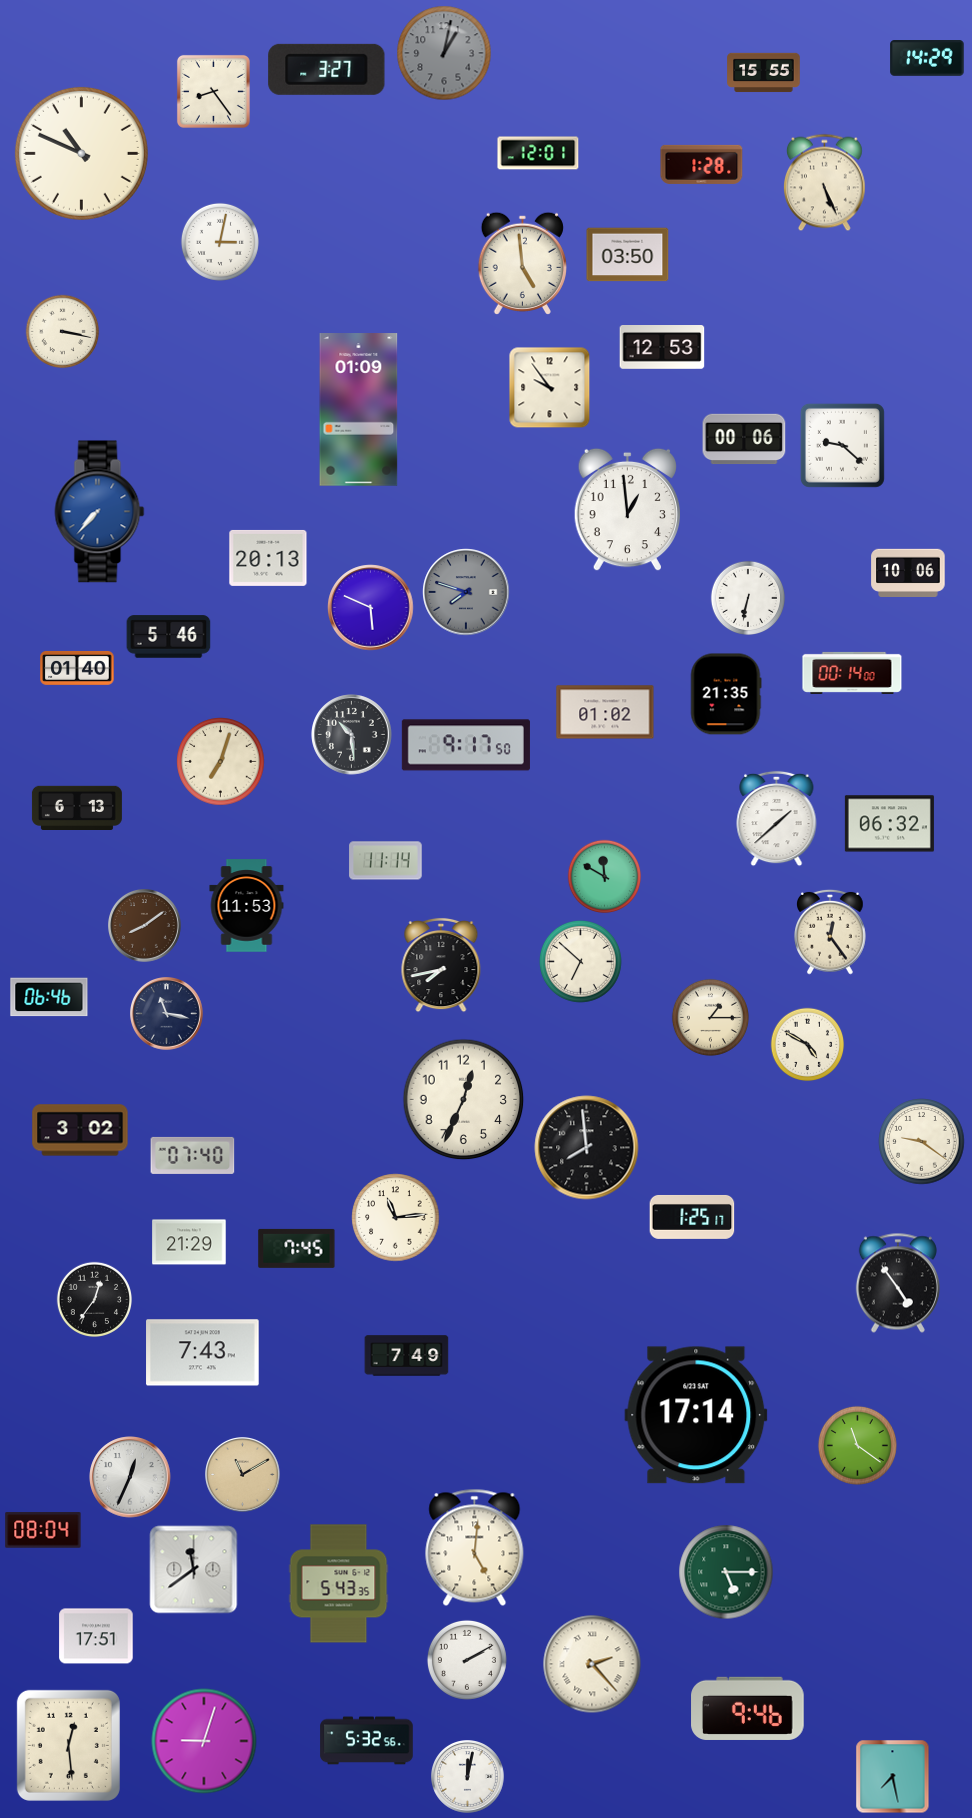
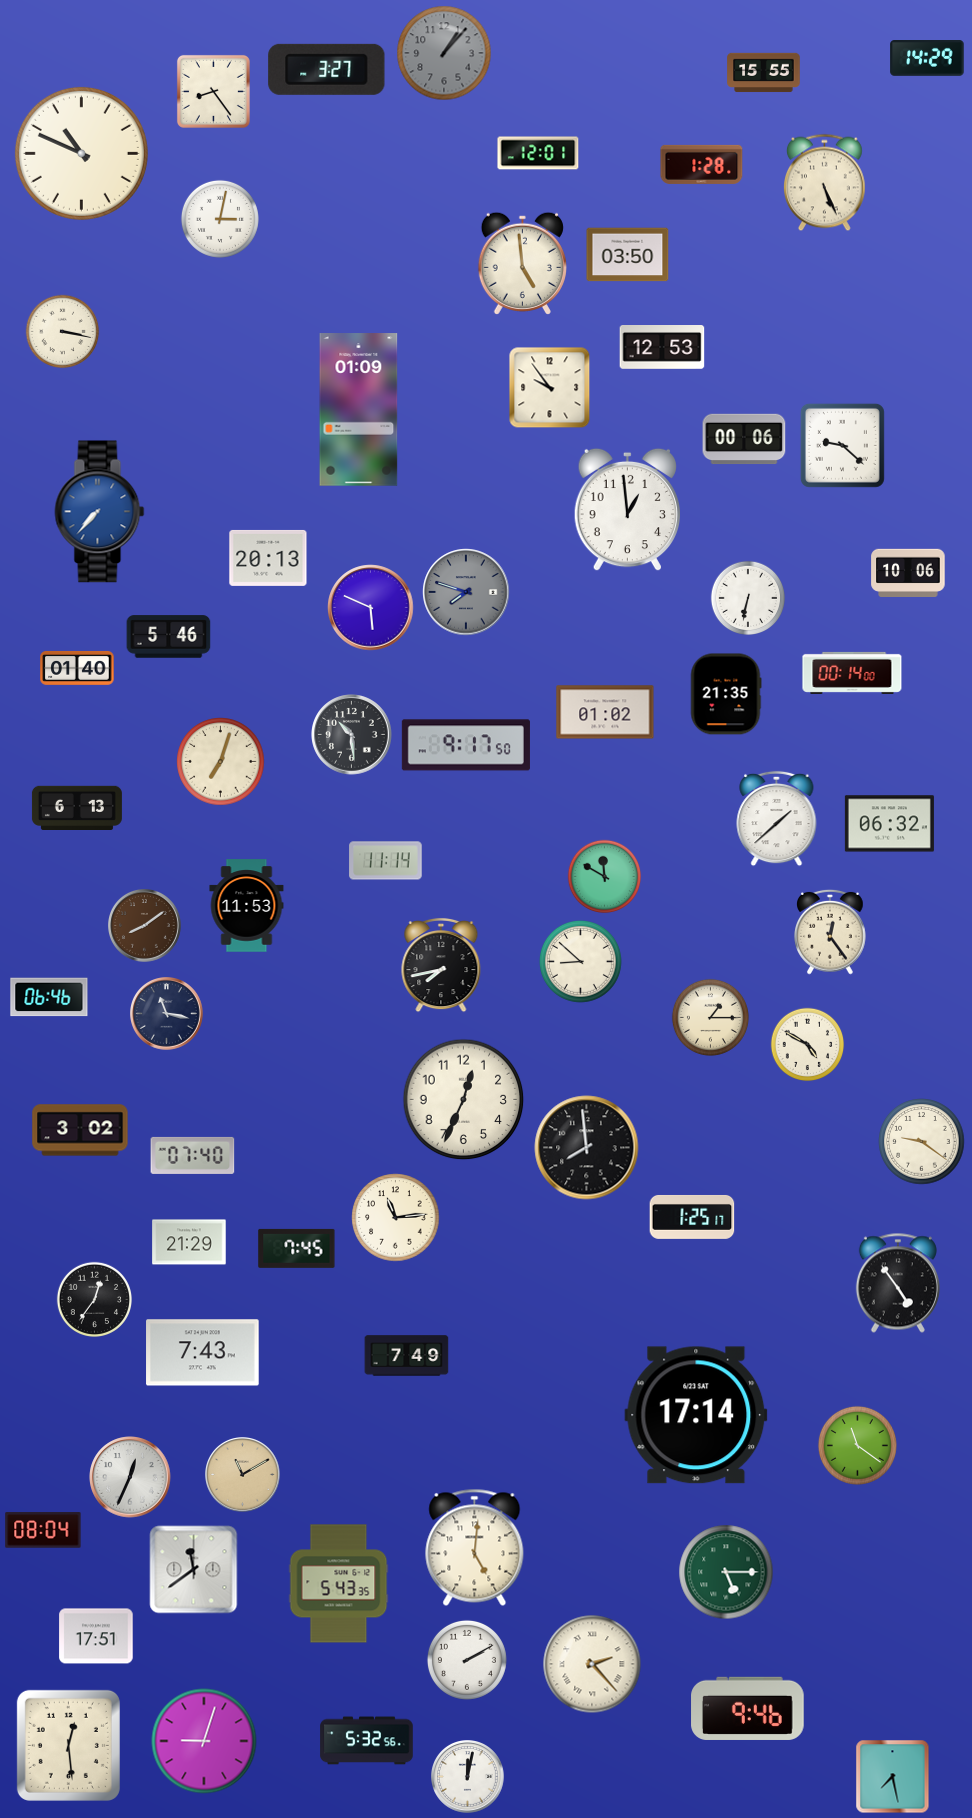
clock at (444, 53): 1:02 -> 1:07
clock at (220, 242) position: (220, 242) -> (220, 219)
clock at (580, 961): 6:52 -> 8:52
